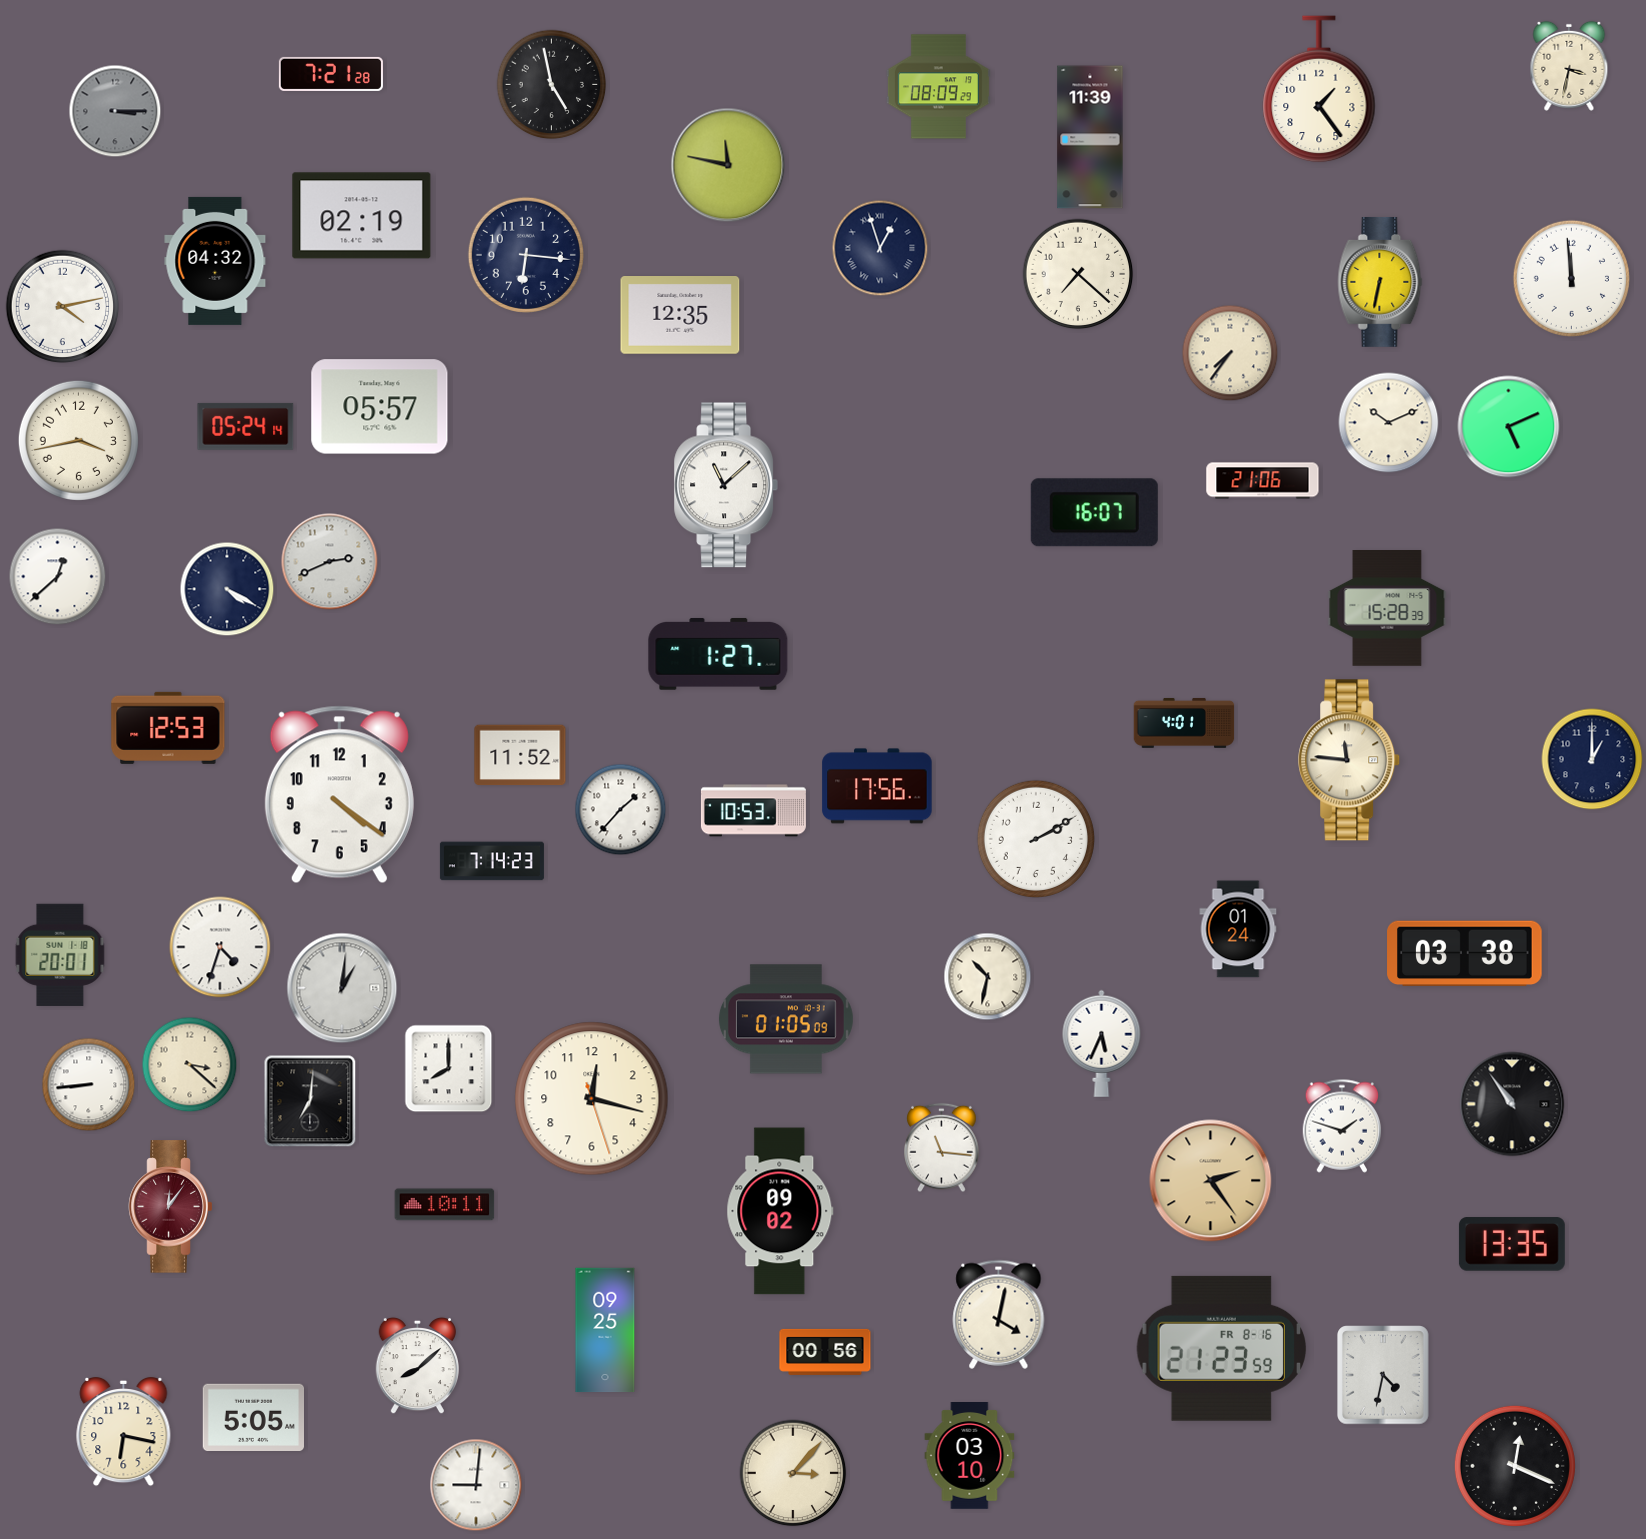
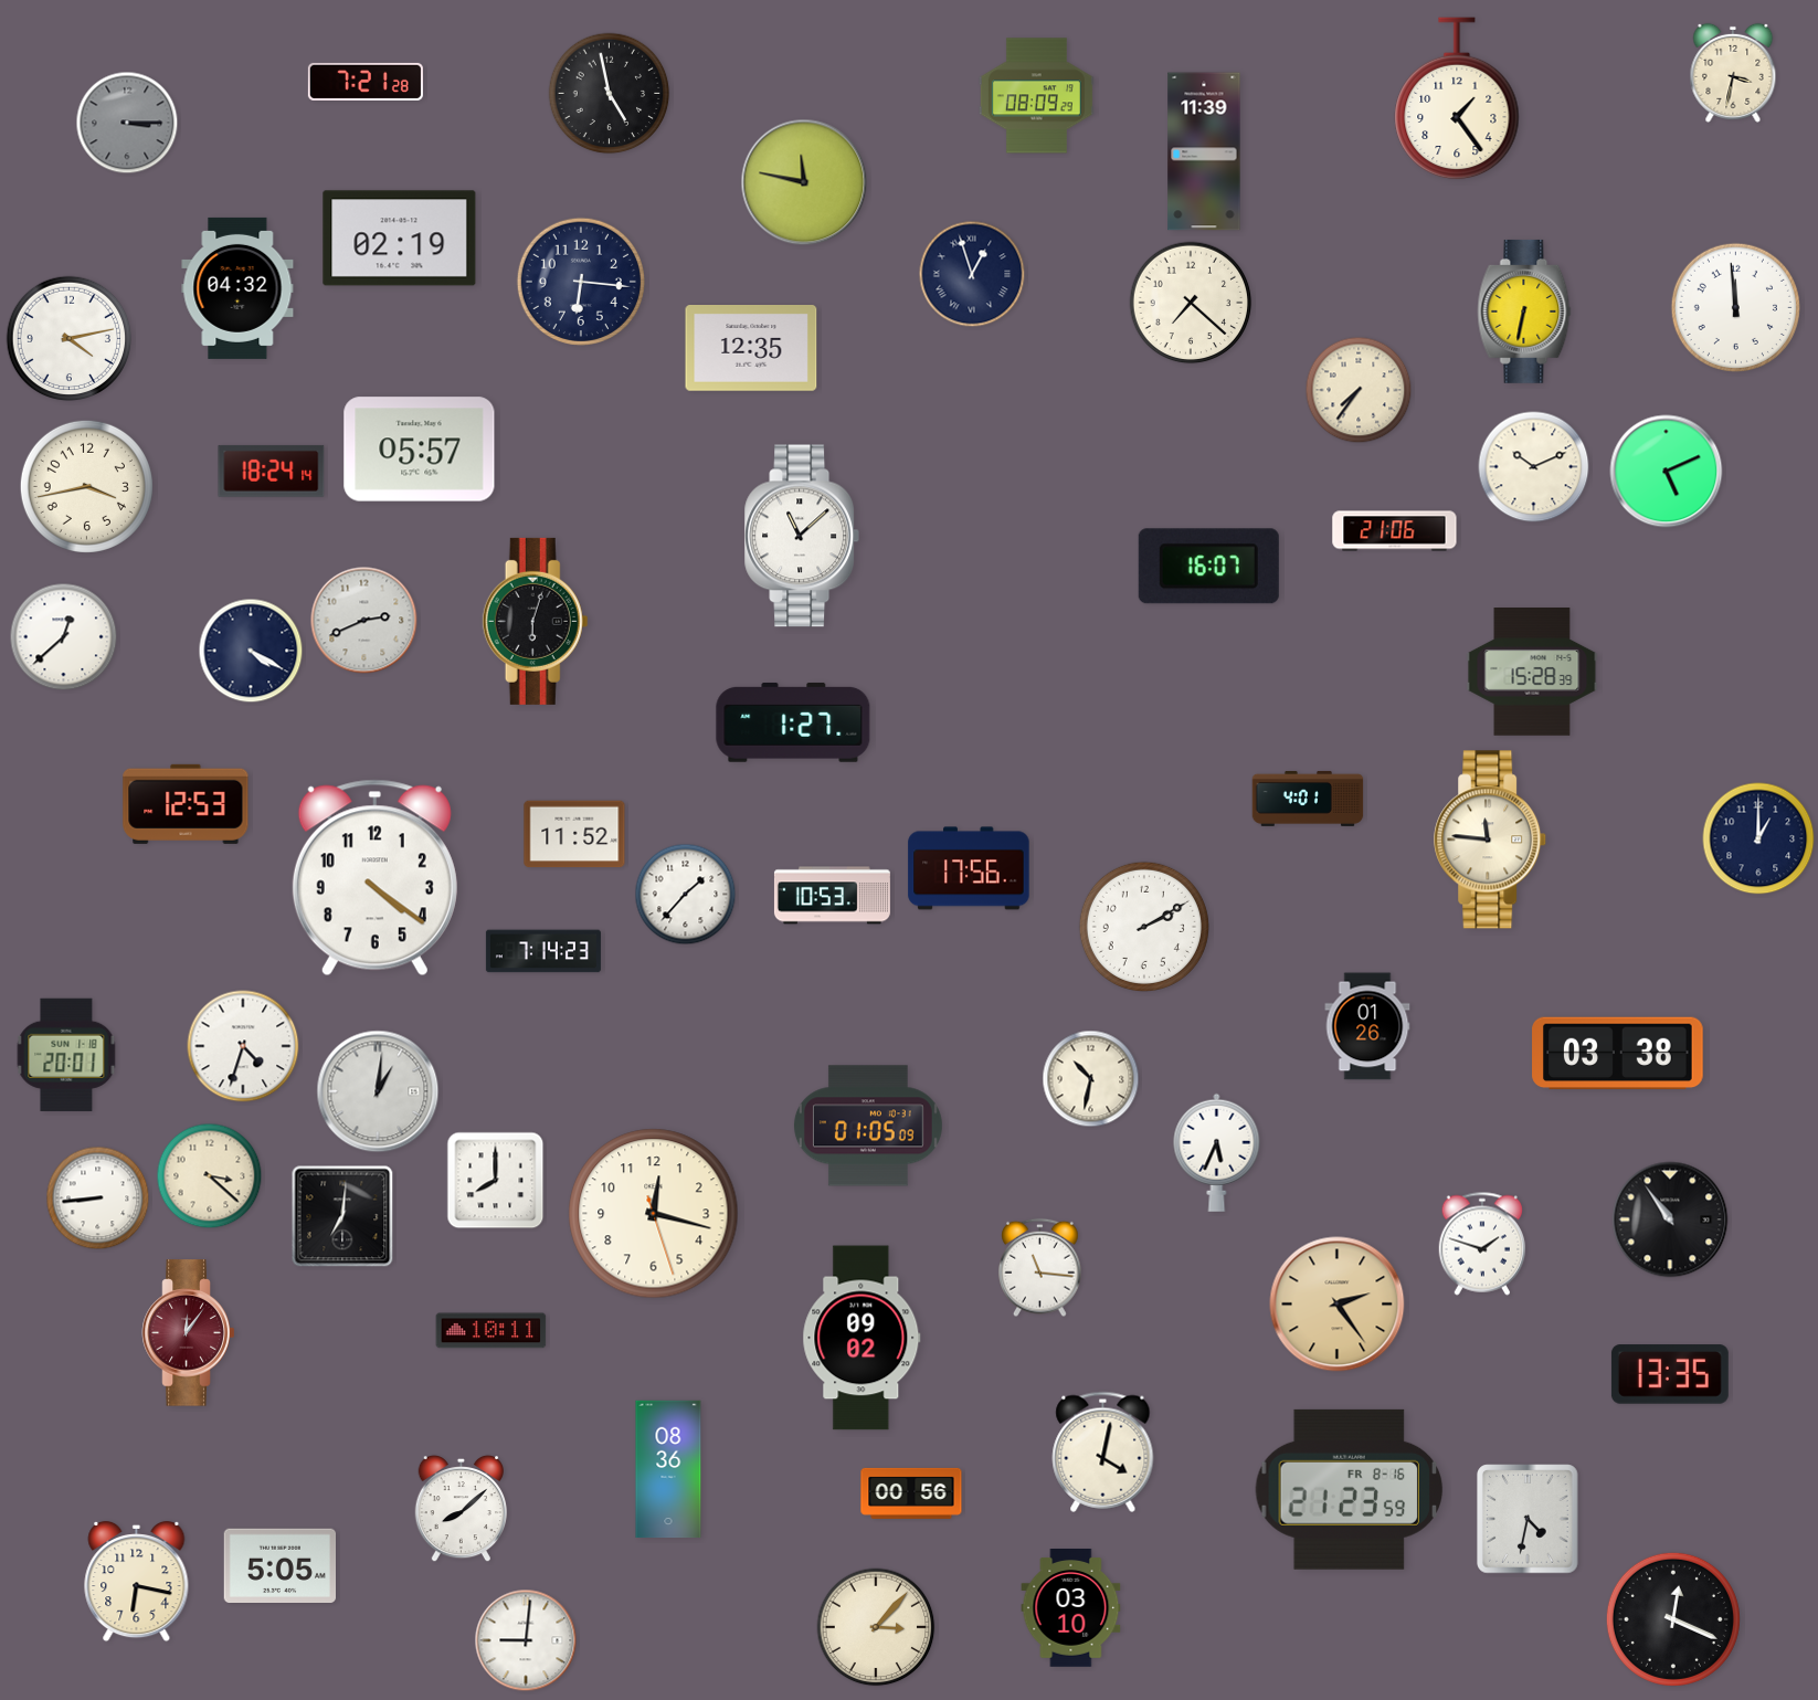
clock at (246, 426): 05:24 -> 18:24
clock at (536, 621): none -> 6:03
clock at (1238, 929): 01:24 -> 01:26
clock at (605, 1330): 09:25 -> 08:36
